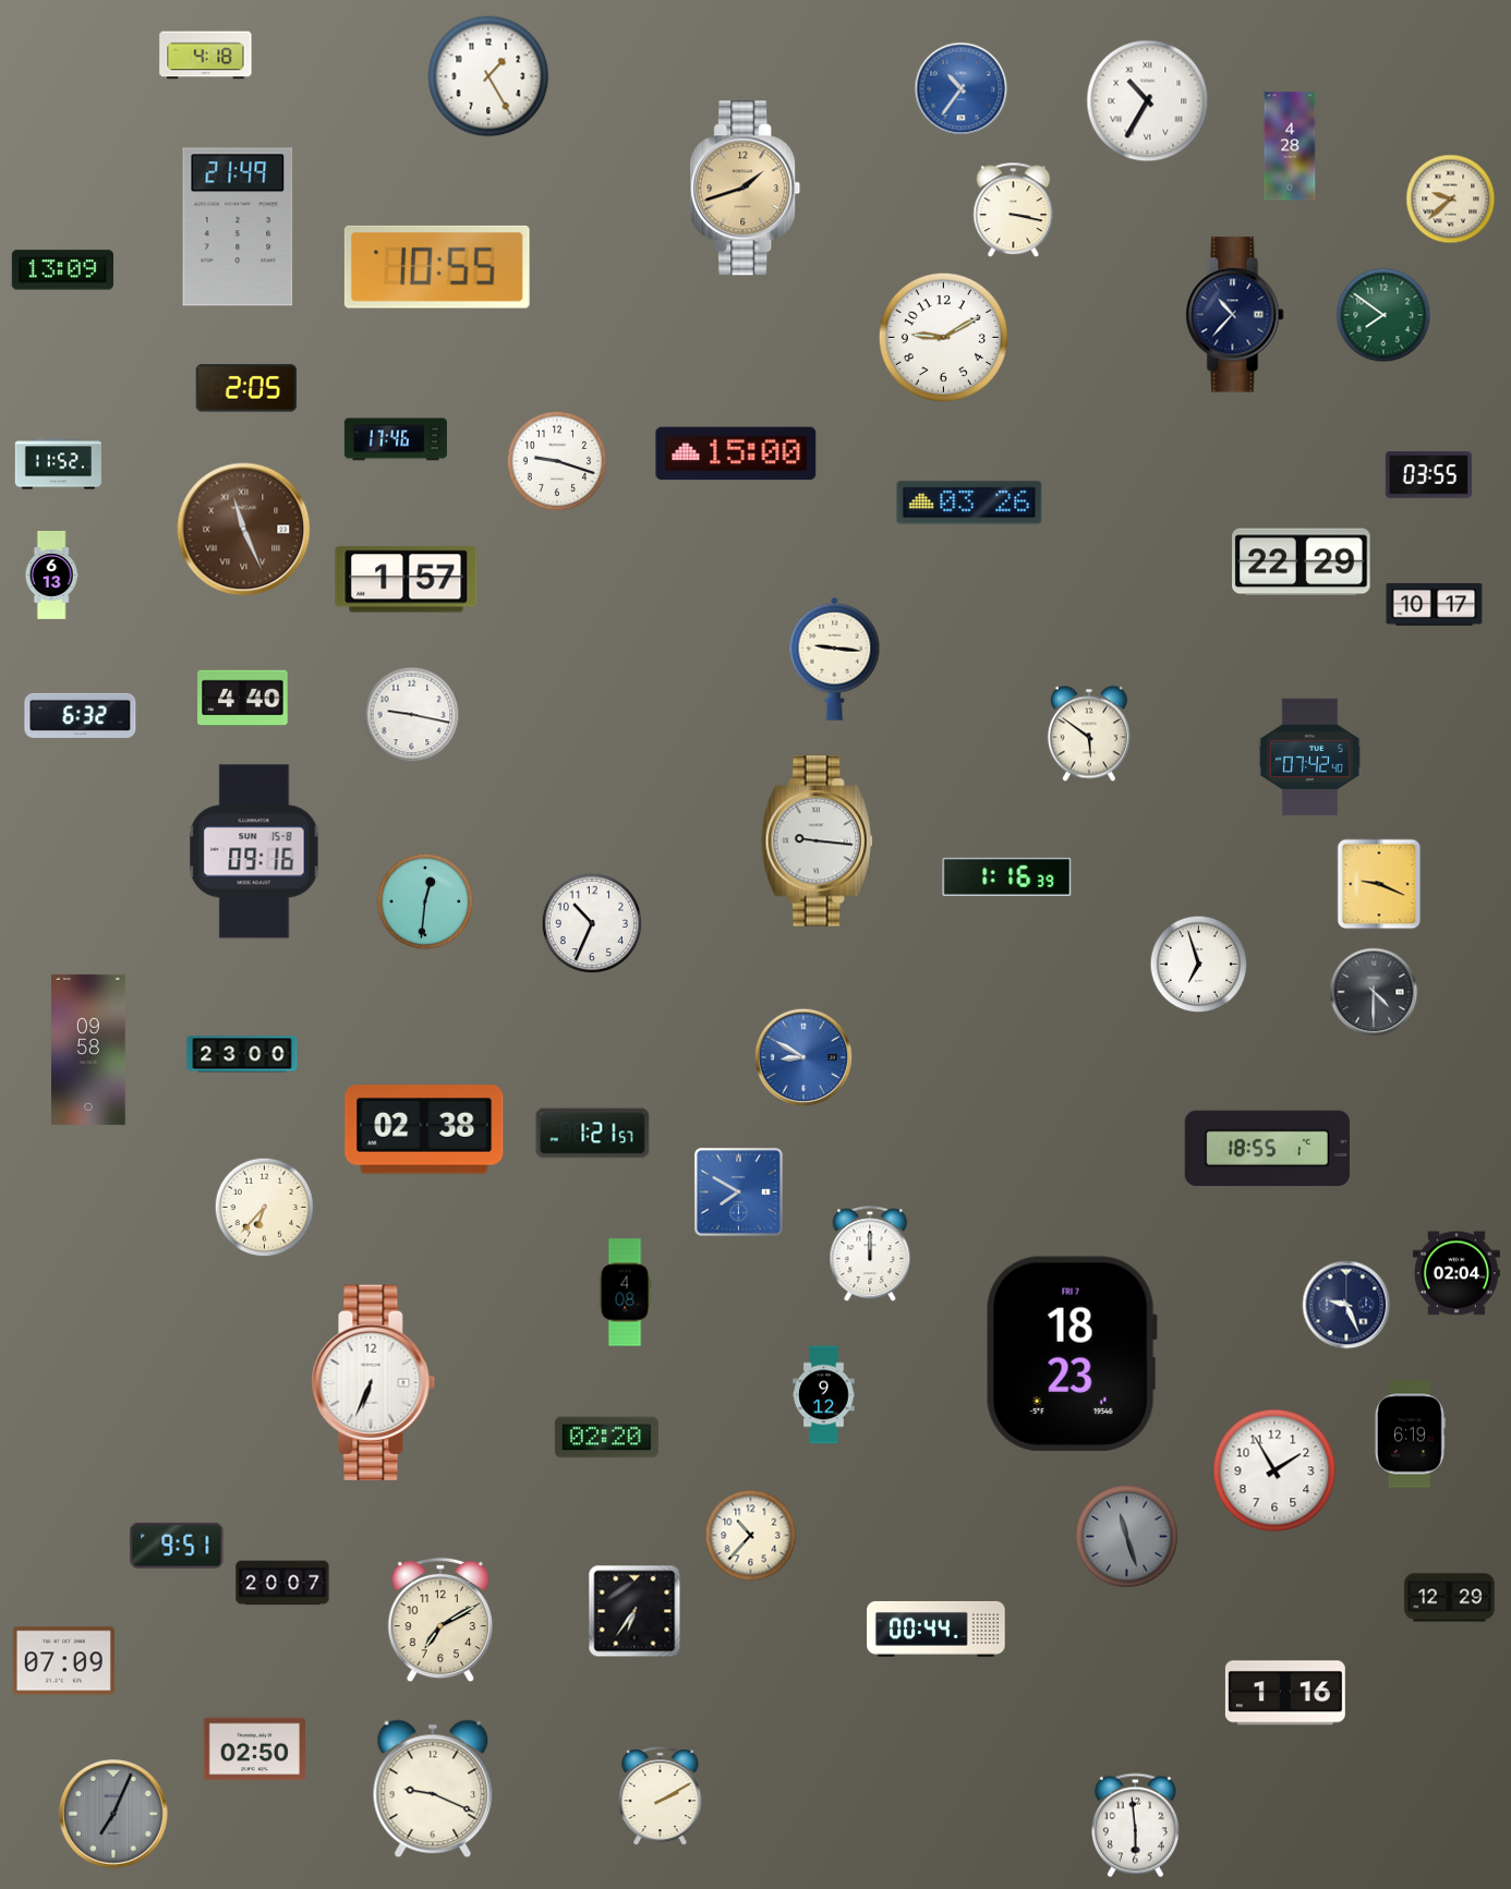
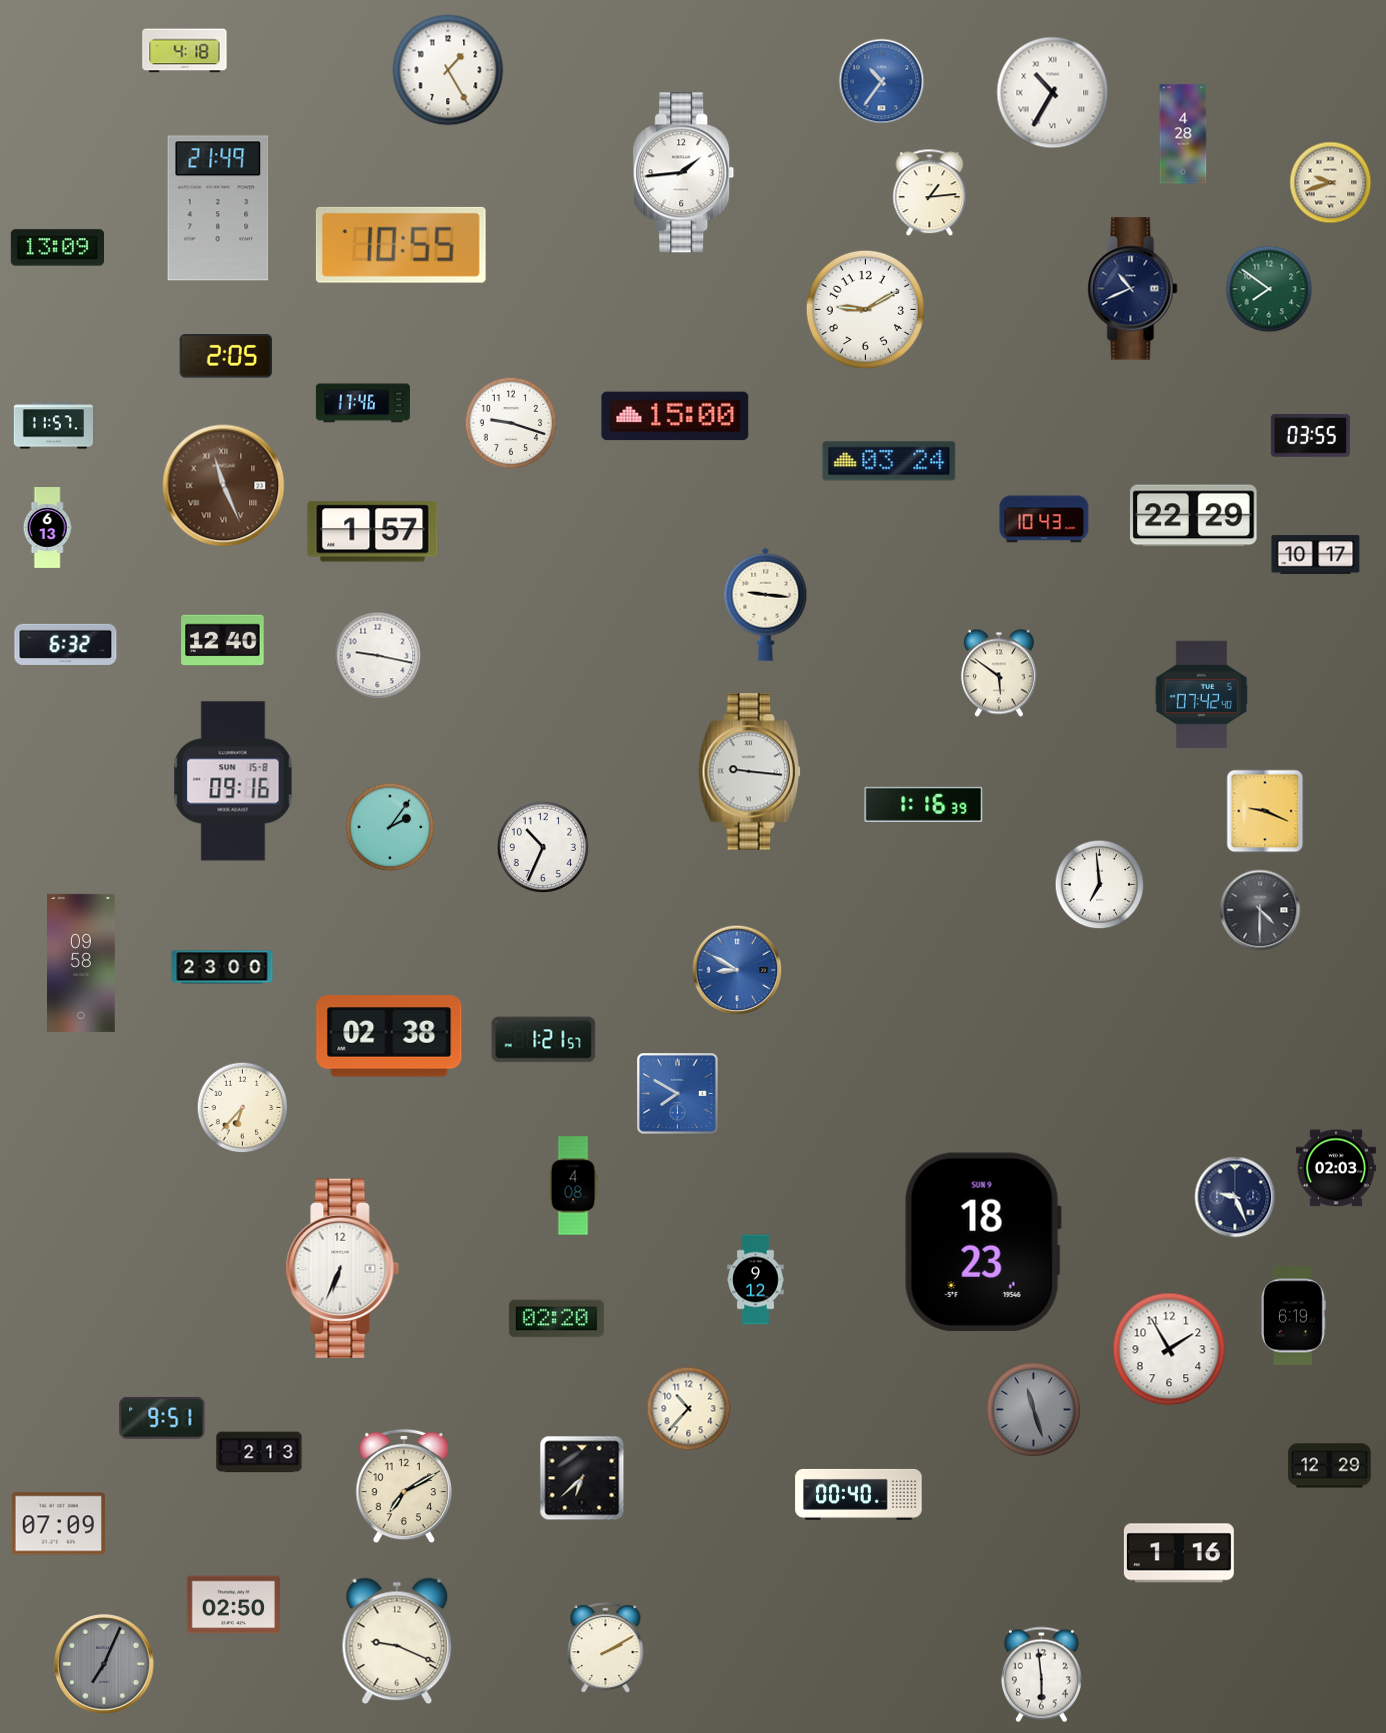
clock at (206, 56) position: (206, 56) -> (185, 51)
clock at (746, 189): 1:42 -> 1:44
clock at (746, 189) dial: champagne -> white
clock at (1451, 199): 9:38 -> 9:42
clock at (1014, 210): 3:17 -> 1:14
clock at (1235, 315): 10:37 -> 10:41
clock at (58, 464): 11:52 -> 11:57
clock at (969, 502): 03:26 -> 03:24
clock at (1044, 519): none -> 10:43
clock at (243, 699): 4:40 -> 12:40
clock at (81, 715) position: (81, 715) -> (66, 644)
clock at (425, 901): 12:31 -> 2:06
clock at (1199, 965): 6:57 -> 6:59
clock at (1267, 1148): 18:55 -> none
clock at (870, 1255): 12:00 -> none
clock at (1456, 1273): 02:04 -> 02:03
clock at (1072, 1354) date: FRI 7 -> SUN 9
clock at (282, 1583): 20:07 -> 2:13
clock at (634, 1611): 6:36 -> 6:38
clock at (936, 1628): 00:44 -> 00:40
